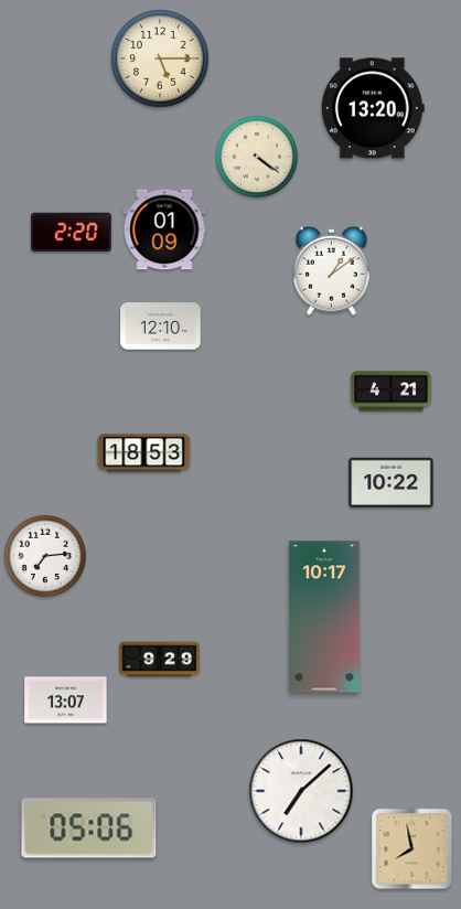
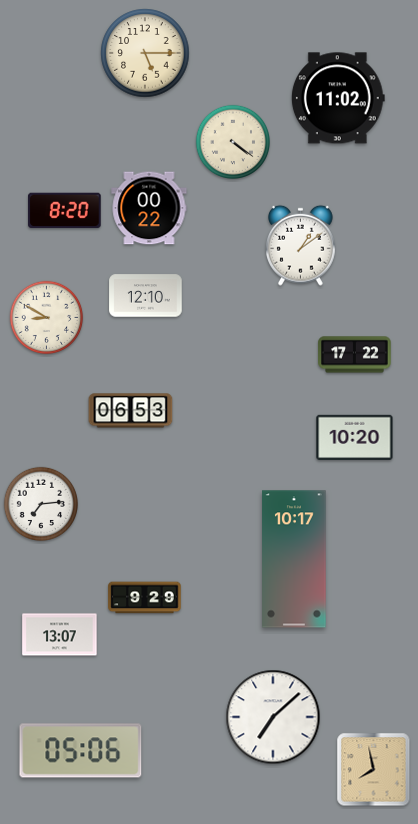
clock at (373, 108): 13:20 -> 11:02
clock at (164, 229): 01:09 -> 00:22
clock at (72, 233): 2:20 -> 8:20
clock at (47, 318): none -> 8:50
clock at (392, 392): 4:21 -> 17:22
clock at (144, 453): 18:53 -> 06:53
clock at (392, 482): 10:22 -> 10:20
